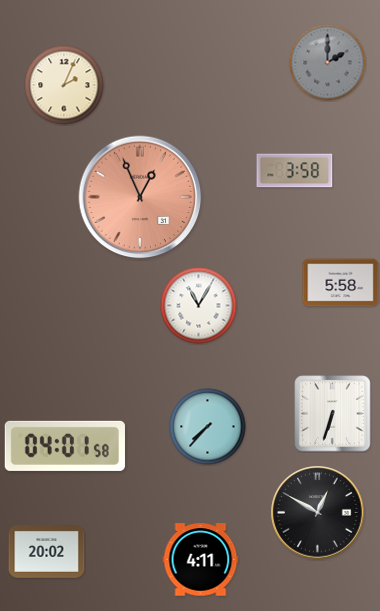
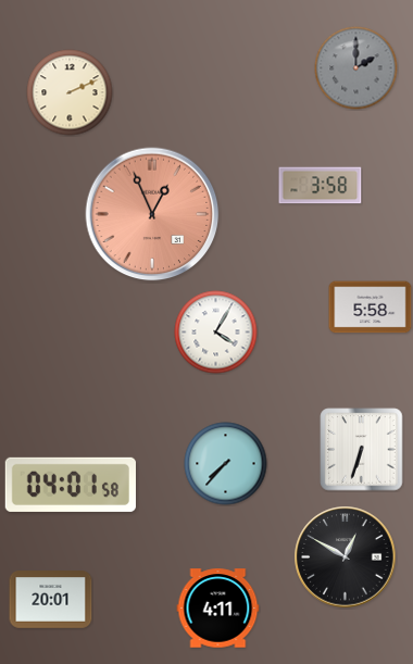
clock at (64, 85): 2:04 -> 2:11
clock at (199, 306): 11:05 -> 4:05
clock at (47, 552): 20:02 -> 20:01
